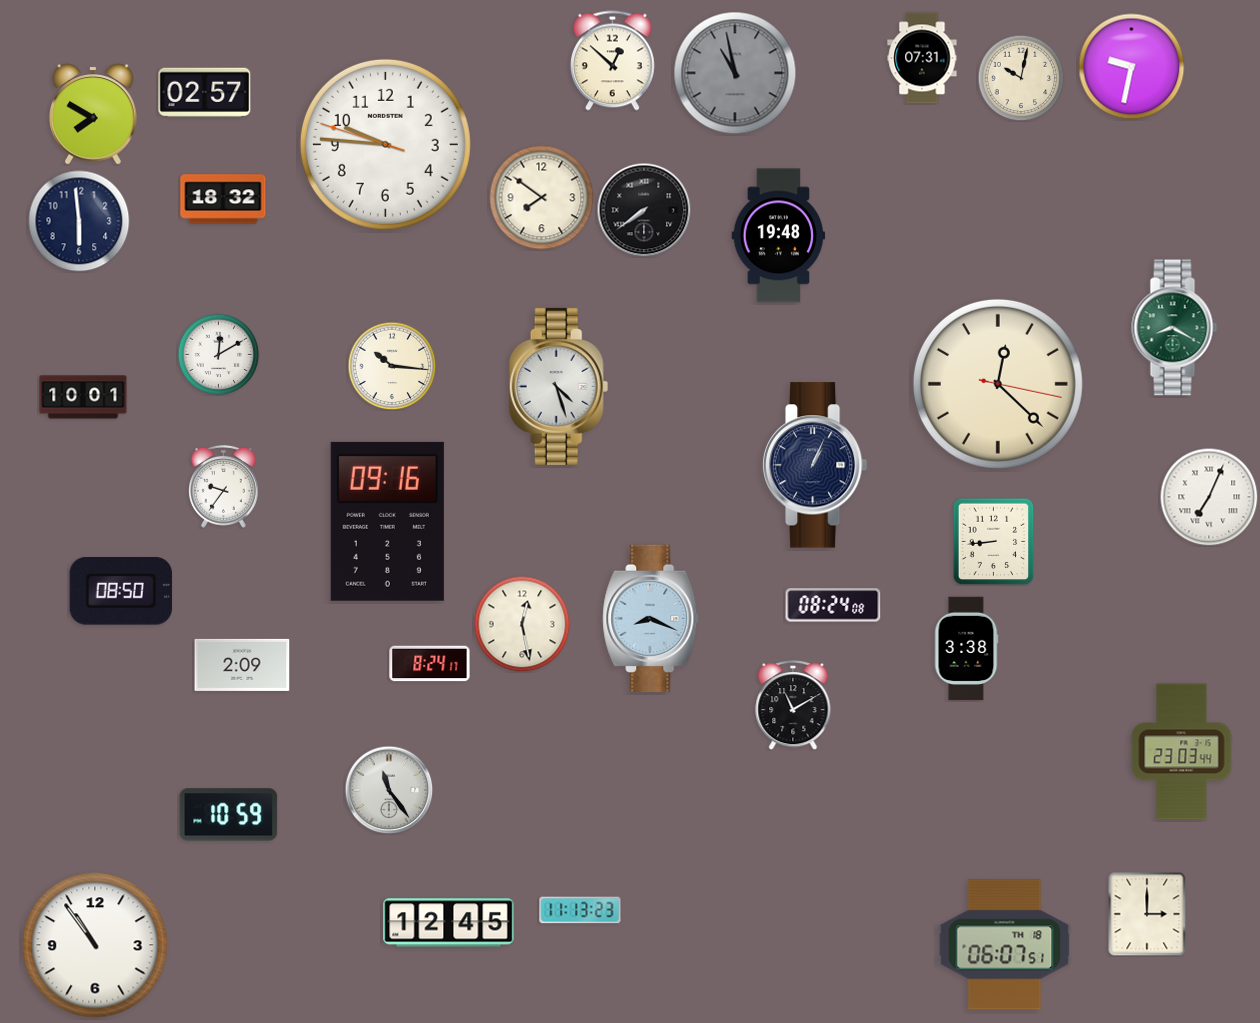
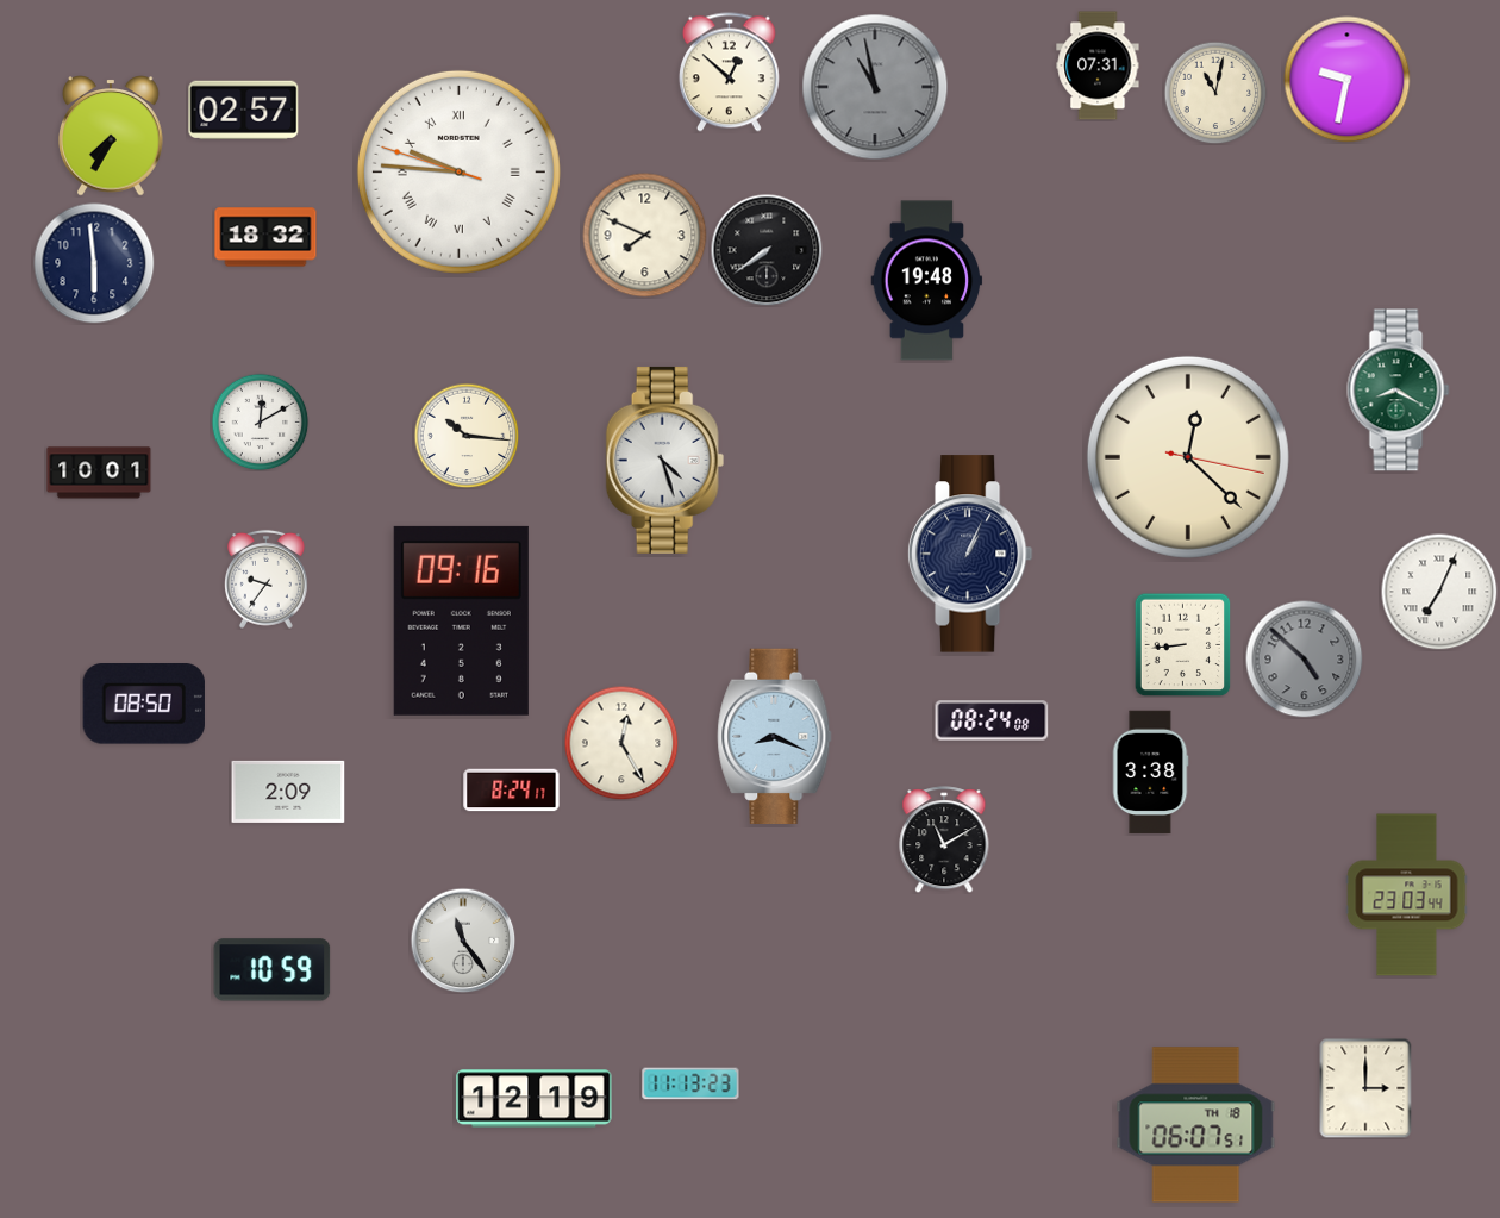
clock at (922, 58) position: (922, 58) -> (1098, 65)
clock at (1021, 78): 10:02 -> 11:02
clock at (93, 114): 7:50 -> 7:35
clock at (385, 144) numerals: Arabic -> Roman
clock at (542, 198): 7:51 -> 7:49
clock at (1305, 660): none -> 4:52
clock at (522, 624): 12:28 -> 12:25
clock at (449, 923): 12:45 -> 12:19
clock at (95, 945): 10:54 -> none
